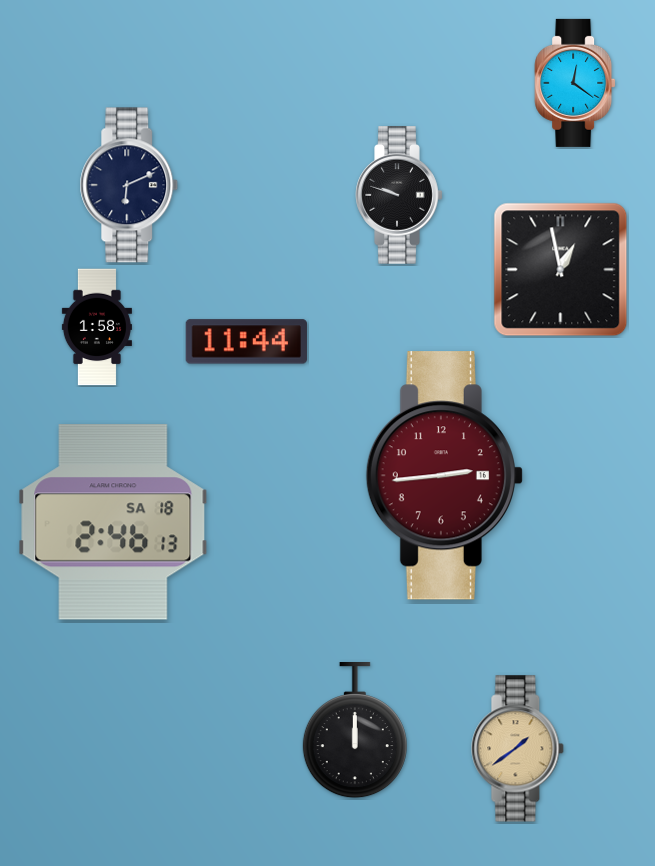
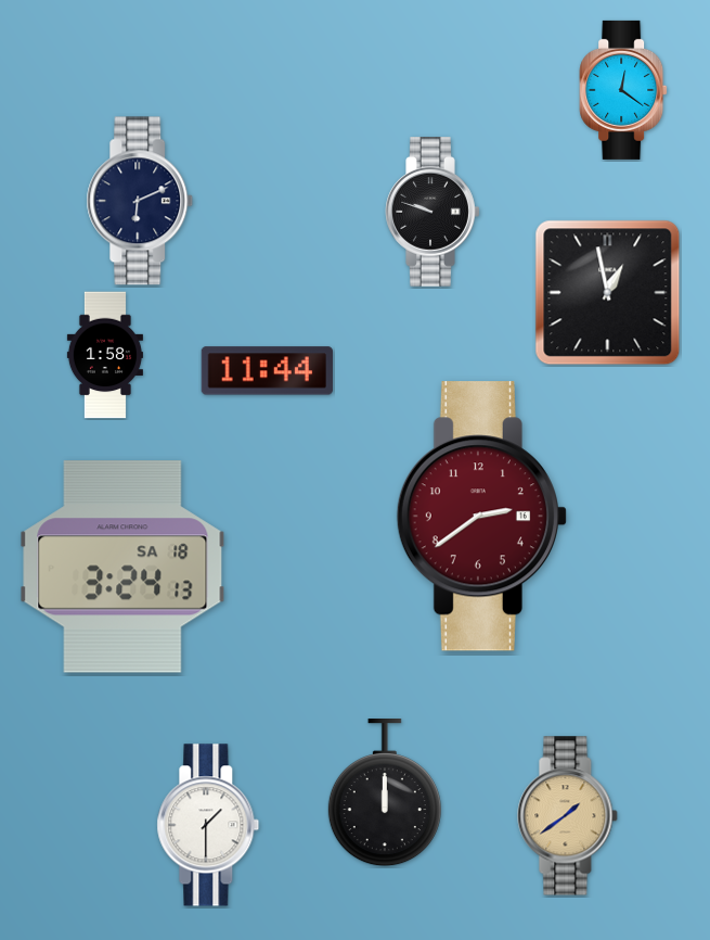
clock at (444, 476): 2:44 -> 2:39
clock at (113, 522): 2:46 -> 3:24
clock at (518, 749) position: (518, 749) -> (568, 816)
clock at (208, 825): none -> 1:30
